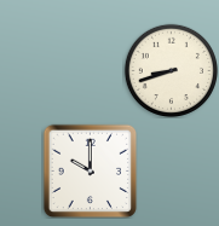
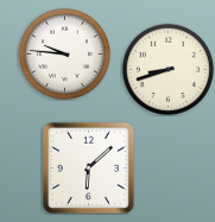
clock at (64, 53): none -> 9:46
clock at (90, 170): 10:00 -> 6:08
